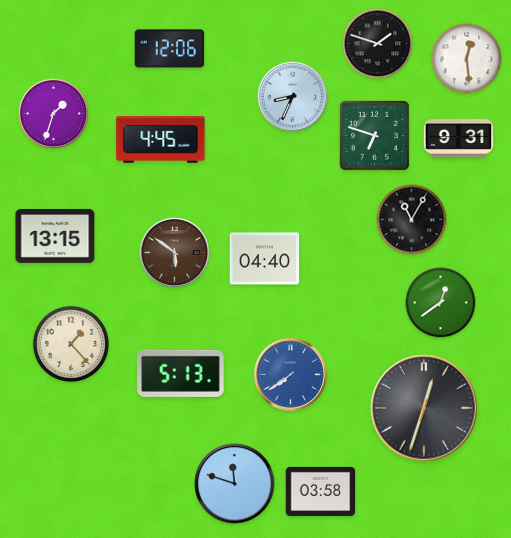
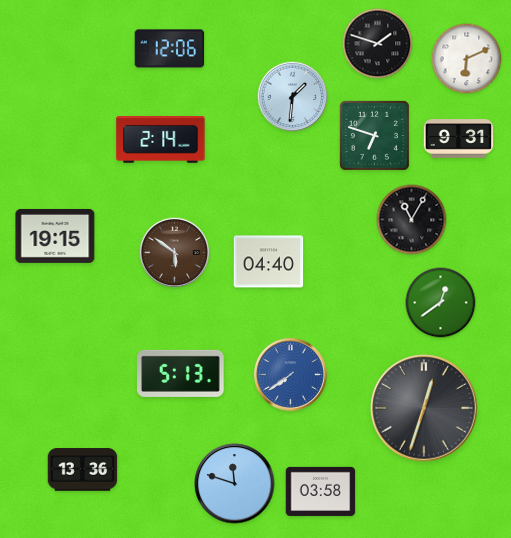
clock at (467, 59): 12:29 -> 6:11
clock at (293, 97): 8:34 -> 1:31
clock at (54, 114): 1:33 -> none
clock at (161, 140): 4:45 -> 2:14
clock at (55, 236): 13:15 -> 19:15
clock at (265, 259) position: (265, 259) -> (269, 262)
clock at (71, 344): 1:23 -> none
clock at (83, 470): none -> 13:36
